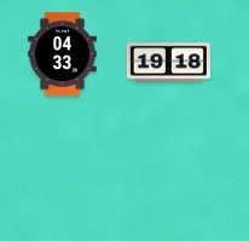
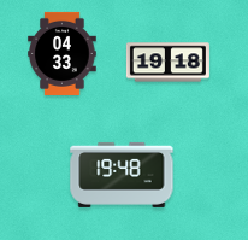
clock at (122, 175): none -> 19:48
